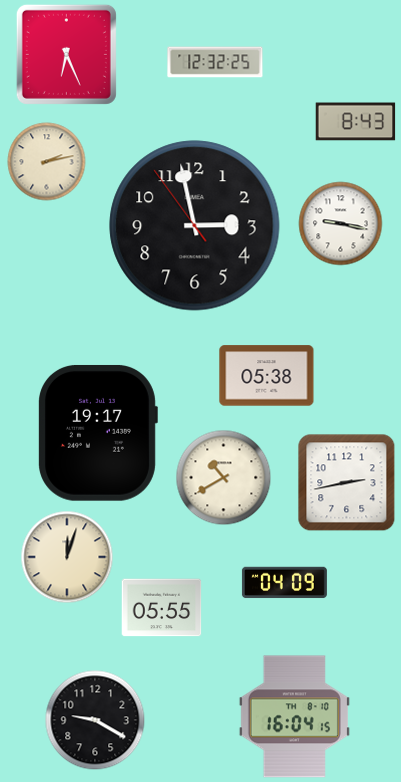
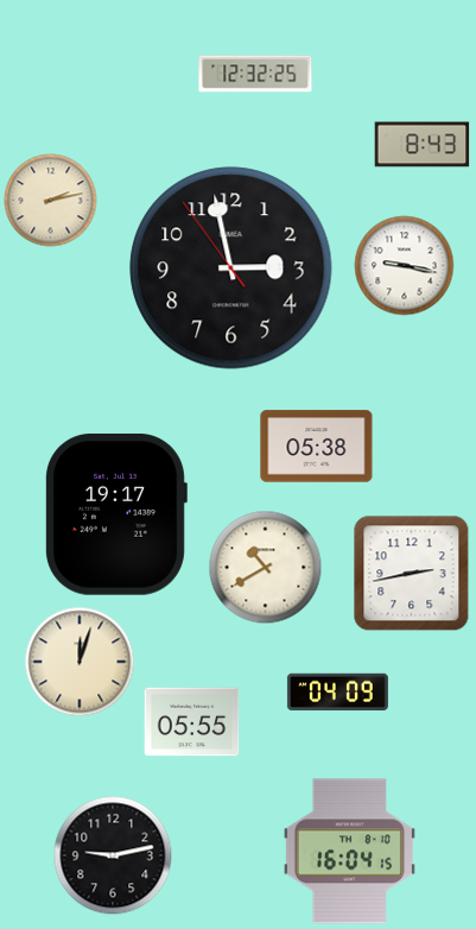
clock at (66, 54): 6:26 -> none
clock at (47, 162) position: (47, 162) -> (51, 201)
clock at (95, 720): 9:20 -> 9:13
